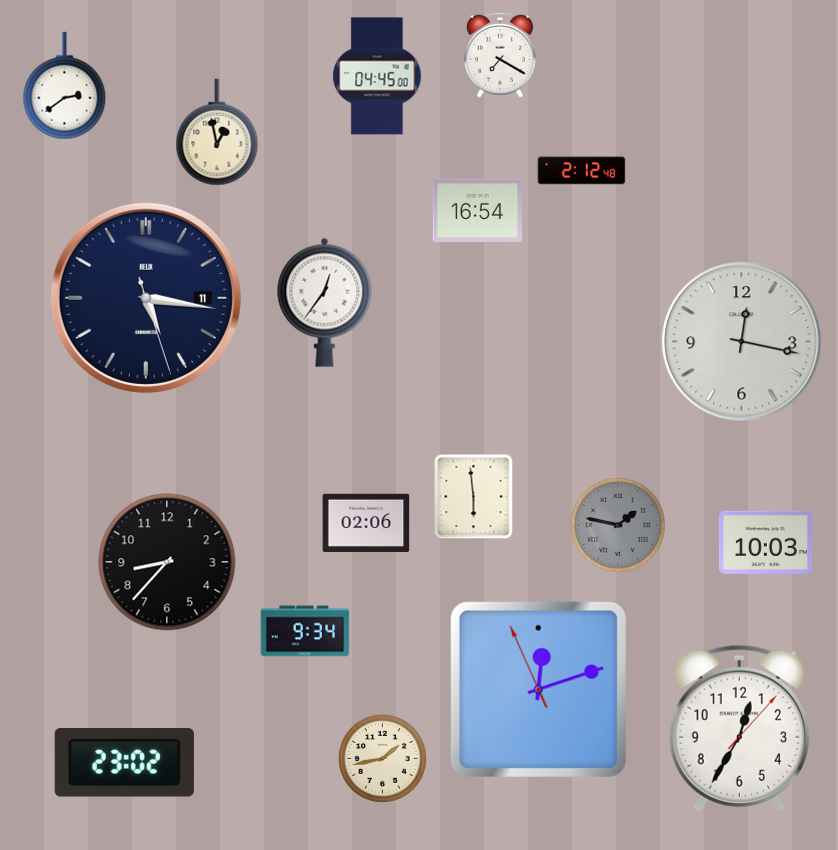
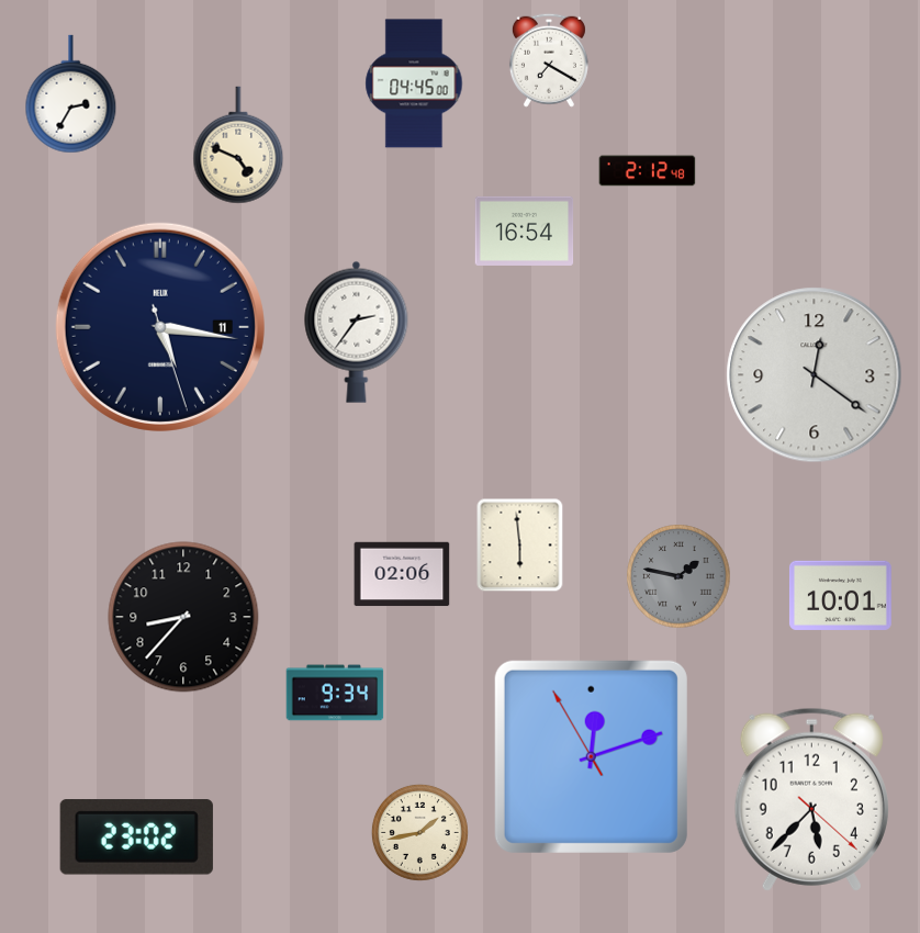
clock at (65, 86): 2:39 -> 2:35
clock at (217, 132): 12:58 -> 4:49
clock at (582, 171) position: (582, 171) -> (648, 171)
clock at (325, 302): 12:36 -> 2:36
clock at (742, 342): 12:17 -> 12:21
clock at (765, 542): 10:03 -> 10:01
clock at (538, 689): 12:11:56 -> 12:11:55
clock at (739, 728): 12:35 -> 5:37
